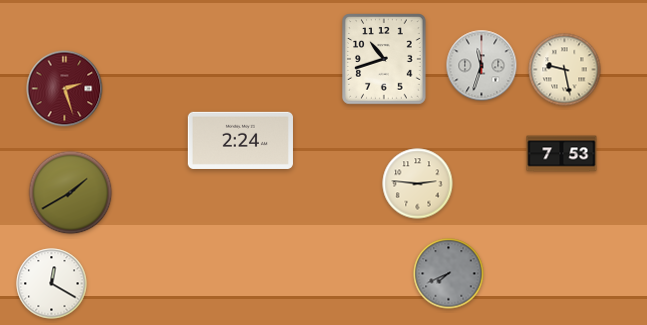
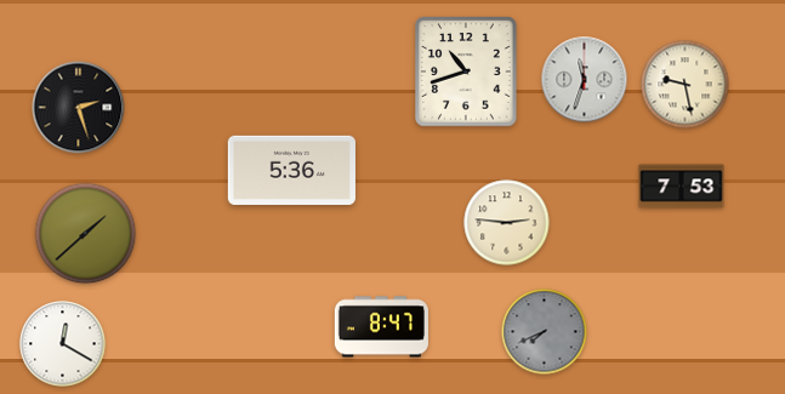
clock at (65, 89) dial: burgundy -> black
clock at (240, 140): 2:24 -> 5:36
clock at (71, 193): 1:40 -> 1:38
clock at (381, 327): none -> 8:47
